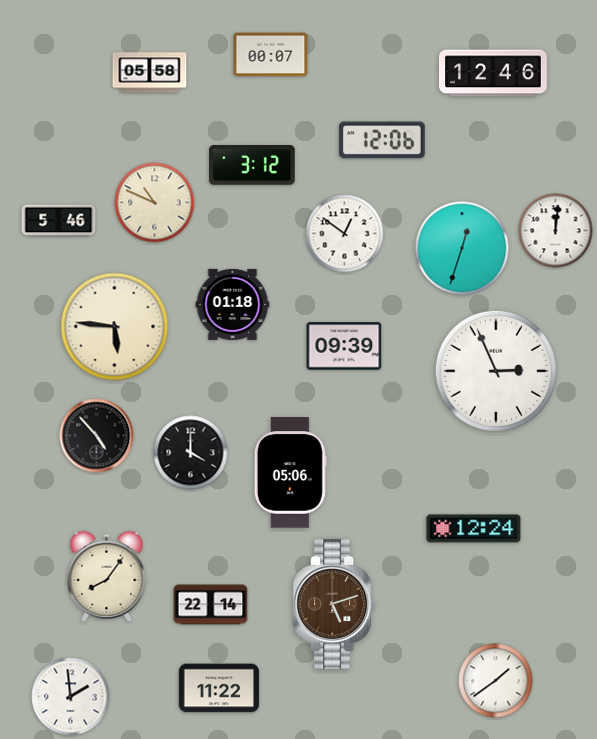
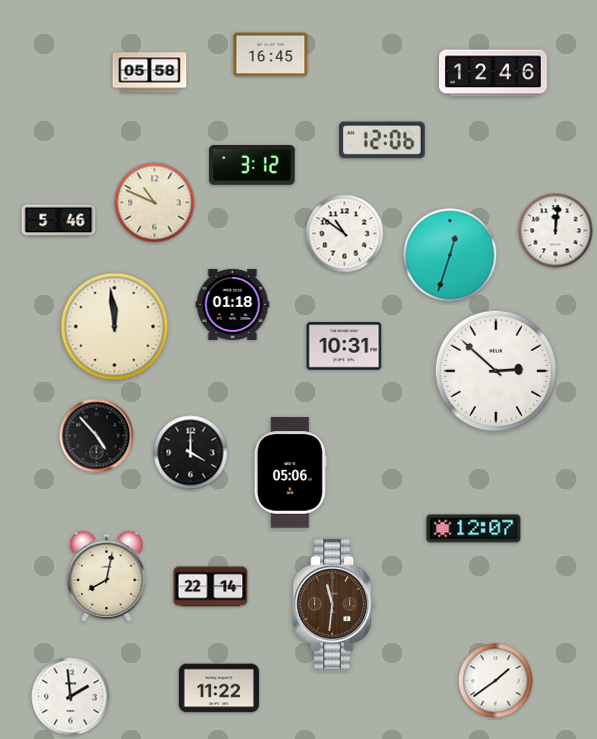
clock at (271, 55): 00:07 -> 16:45
clock at (345, 234): 12:51 -> 10:51
clock at (462, 248) position: (462, 248) -> (450, 255)
clock at (115, 327): 5:46 -> 11:59
clock at (344, 346): 09:39 -> 10:31
clock at (496, 371): 2:56 -> 2:52
clock at (474, 529): 12:24 -> 12:07
clock at (107, 576): 8:06 -> 8:02
clock at (334, 604): 5:12 -> 11:31
clock at (211, 605) position: (211, 605) -> (211, 587)
